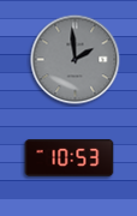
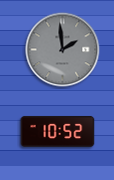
clock at (70, 157): 10:53 -> 10:52
